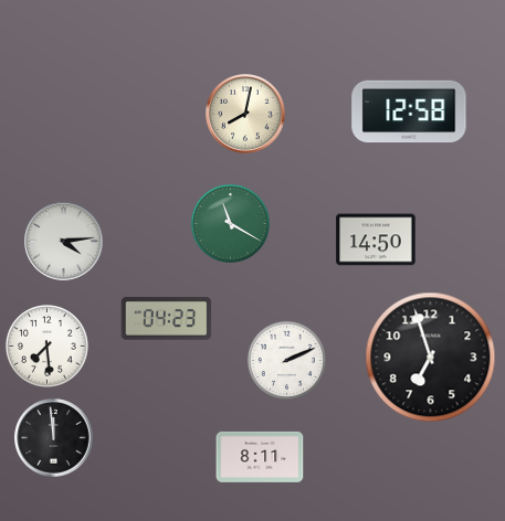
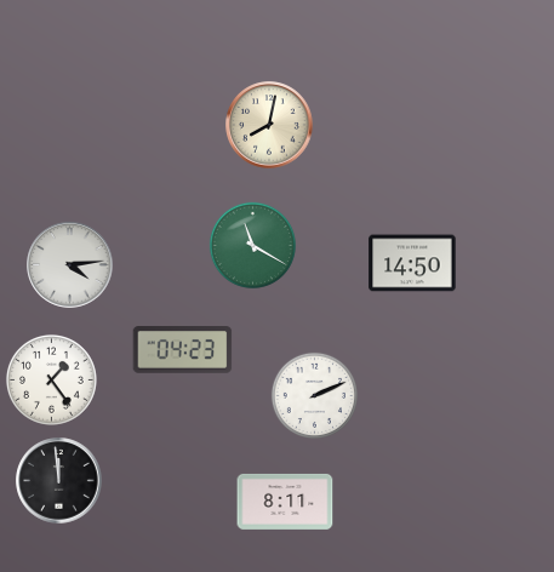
clock at (409, 111): 12:58 -> none
clock at (46, 345): 7:29 -> 1:24
clock at (431, 358): 6:57 -> none
